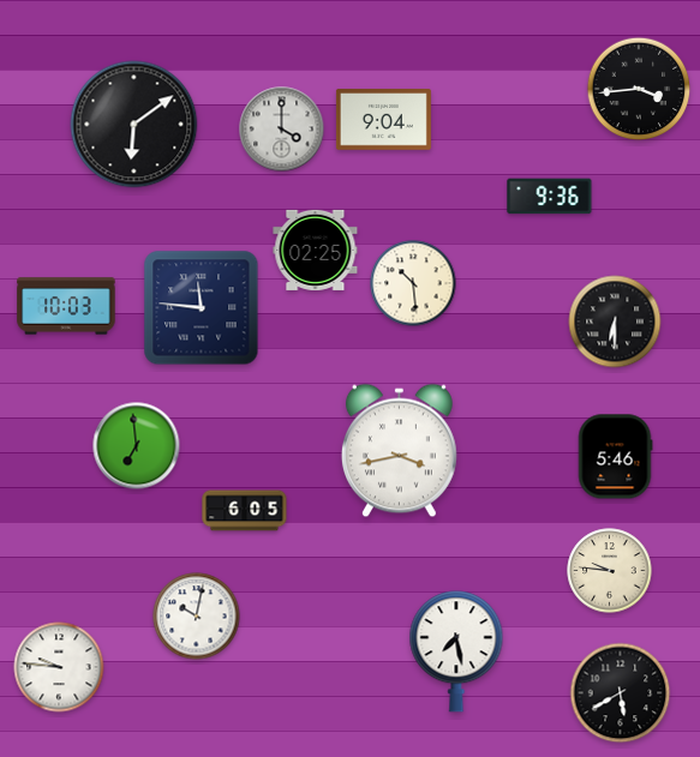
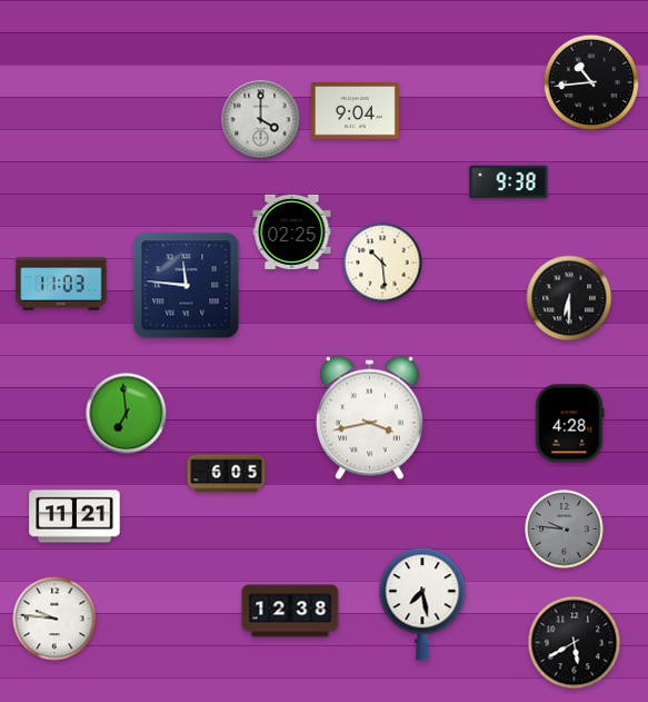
clock at (639, 89): 3:44 -> 10:44
clock at (134, 125): 6:09 -> none
clock at (550, 197): 9:36 -> 9:38
clock at (66, 306): 10:03 -> 11:03
clock at (615, 457): 5:46 -> 4:28
clock at (74, 516): none -> 11:21
clock at (610, 571) dial: cream -> grey
clock at (197, 617): 10:02 -> none
clock at (290, 611): none -> 12:38
